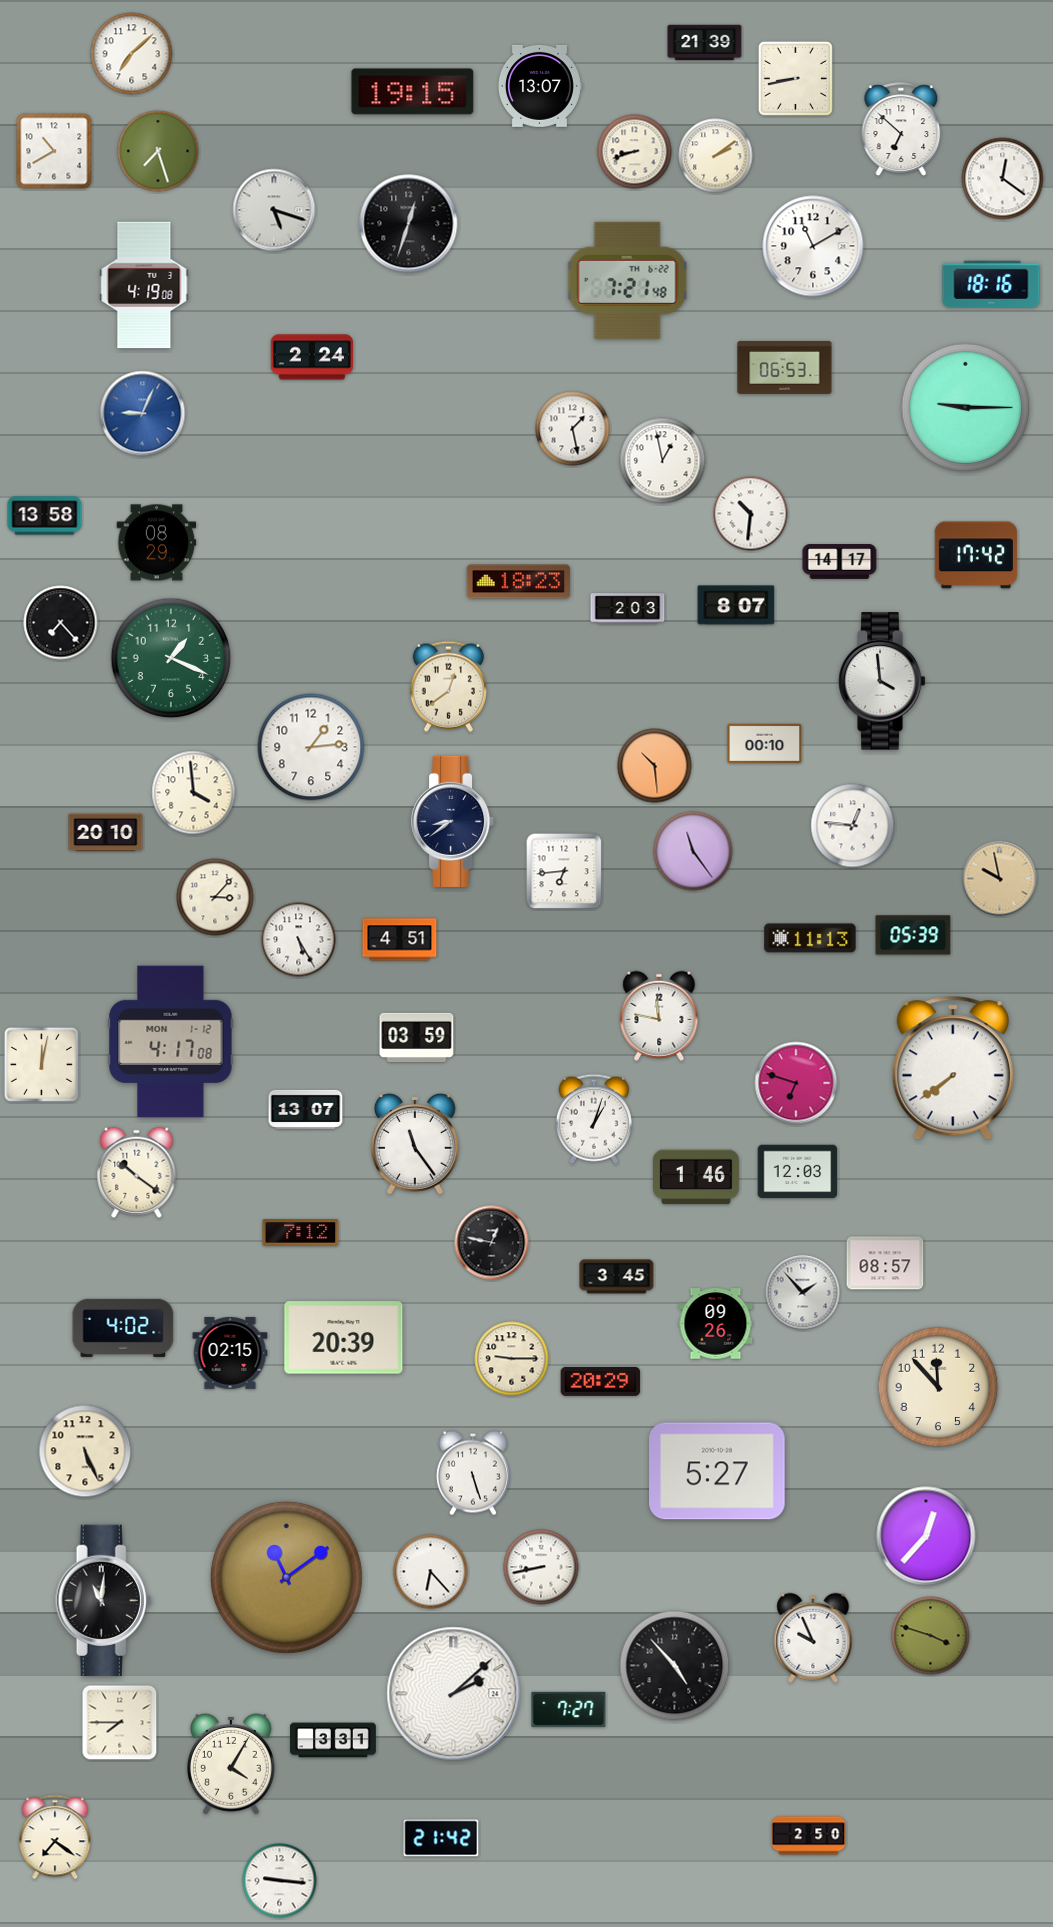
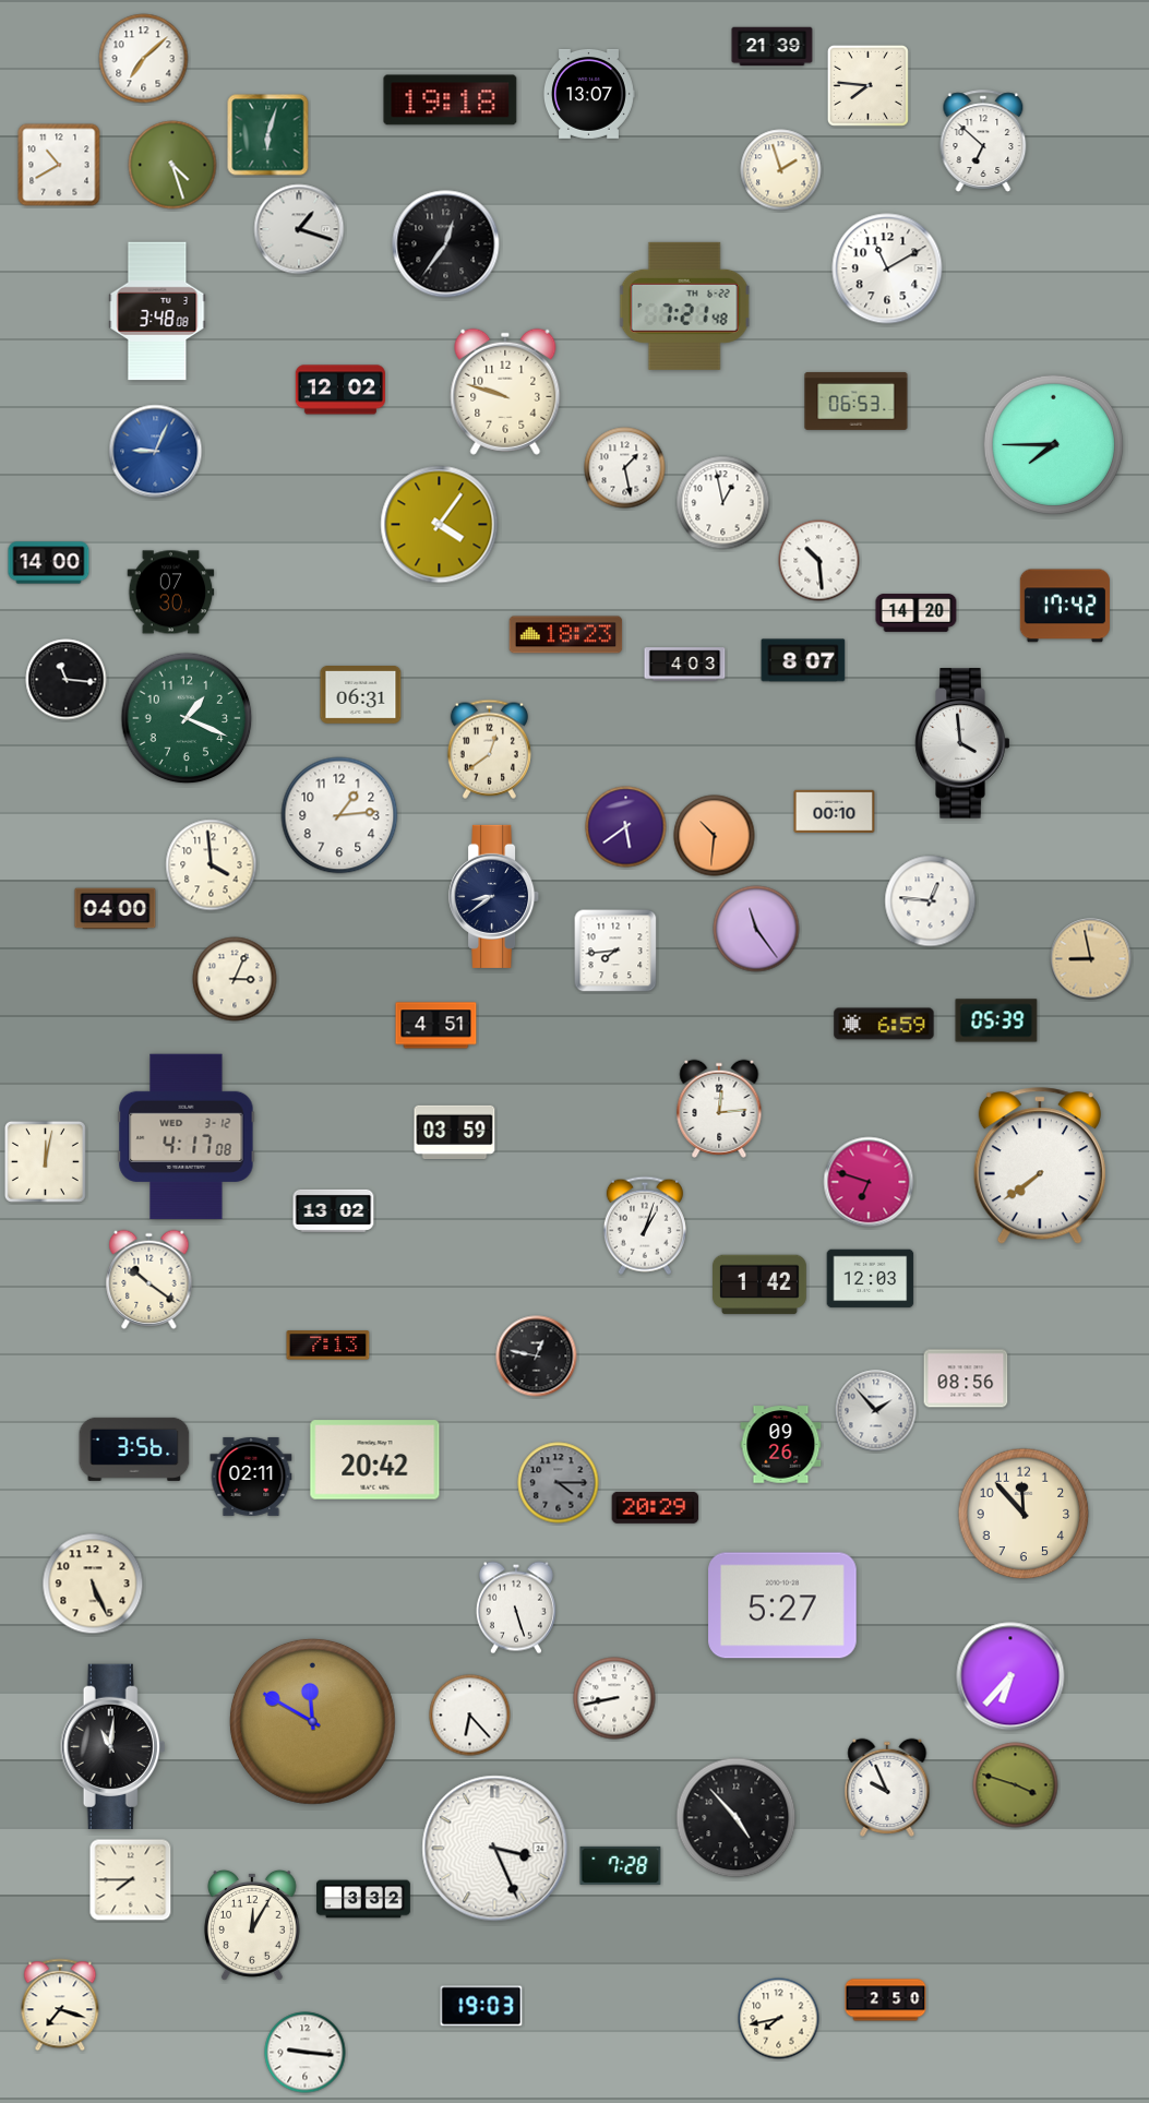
clock at (705, 43) position: (705, 43) -> (773, 47)
clock at (795, 78): 8:43 -> 7:46
clock at (413, 92): 19:15 -> 19:18
clock at (268, 135): none -> 6:03
clock at (158, 151): 7:27 -> 4:27
clock at (635, 152): 8:42 -> none
clock at (716, 156): 2:09 -> 1:57
clock at (1003, 179): 12:21 -> none
clock at (274, 210): 5:18 -> 1:18
clock at (409, 224): 12:33 -> 12:36
clock at (991, 284): 18:16 -> none
clock at (144, 285): 4:19 -> 3:48
clock at (312, 357): 2:24 -> 12:02
clock at (505, 392): none -> 9:48
clock at (965, 407): 9:15 -> 7:45
clock at (440, 525): none -> 4:06
clock at (751, 514): 10:31 -> 10:29
clock at (45, 516): 13:58 -> 14:00
clock at (157, 543): 08:29 -> 07:30
clock at (840, 562): 14:17 -> 14:20
clock at (628, 609): 2:03 -> 4:03
clock at (61, 623): 7:23 -> 11:16
clock at (361, 695): none -> 06:31
clock at (626, 827): none -> 5:39
clock at (655, 766): 10:29 -> 10:31
clock at (106, 833): 20:10 -> 04:00
clock at (564, 871): 6:44 -> 7:44
clock at (1000, 879): 9:58 -> 8:58
clock at (215, 897): 3:07 -> 3:04
clock at (810, 938): 11:13 -> 6:59
clock at (299, 940): 5:25 -> none
clock at (659, 1016): 11:47 -> 12:14
clock at (171, 1042) date: MON 1-12 -> WED 3-12
clock at (306, 1109): 13:07 -> 13:02
clock at (594, 1119) position: (594, 1119) -> (645, 1226)
clock at (415, 1145): 11:24 -> none
clock at (697, 1177): 1:46 -> 1:42
clock at (301, 1233): 7:12 -> 7:13
clock at (885, 1263): 08:57 -> 08:56
clock at (617, 1277): 3:45 -> none
clock at (123, 1328): 4:02 -> 3:56
clock at (344, 1338): 20:39 -> 20:42
clock at (230, 1353): 02:15 -> 02:11
clock at (512, 1359): 9:15 -> 4:15
clock at (512, 1359) dial: cream -> grey
clock at (926, 1536): 12:37 -> 6:37
clock at (541, 1567) position: (541, 1567) -> (614, 1698)
clock at (286, 1577): 11:09 -> 11:50
clock at (454, 1694): 2:08 -> 3:26
clock at (569, 1709): 7:27 -> 7:28
clock at (333, 1740): 3:31 -> 3:32
clock at (231, 1765): 4:05 -> 12:05
clock at (809, 1836) position: (809, 1836) -> (886, 2000)
clock at (55, 1837): 7:21 -> 7:18
clock at (441, 1838): 21:42 -> 19:03
clock at (779, 2019): none -> 7:43
